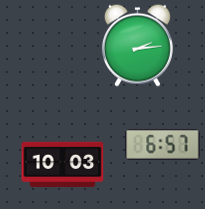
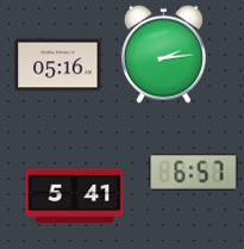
clock at (58, 66): none -> 05:16
clock at (63, 164): 10:03 -> 5:41
